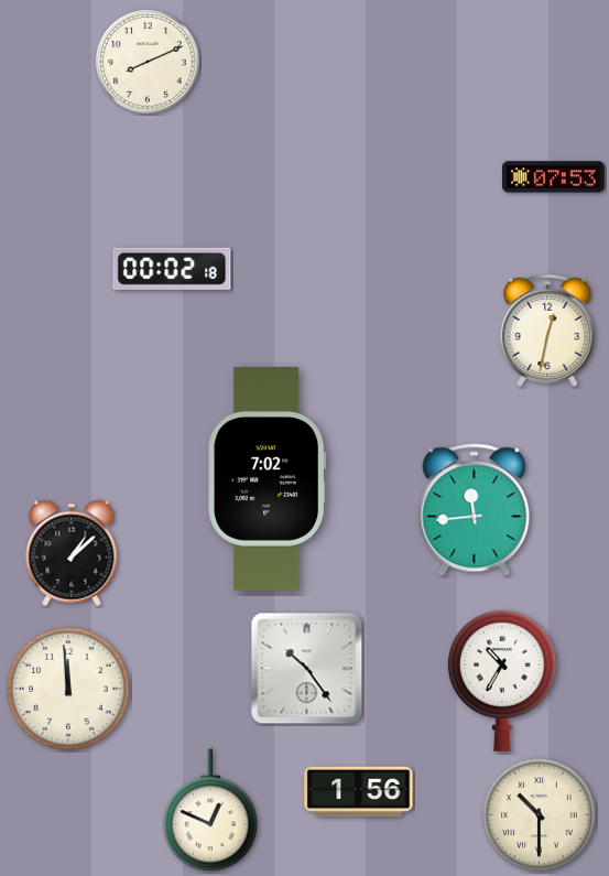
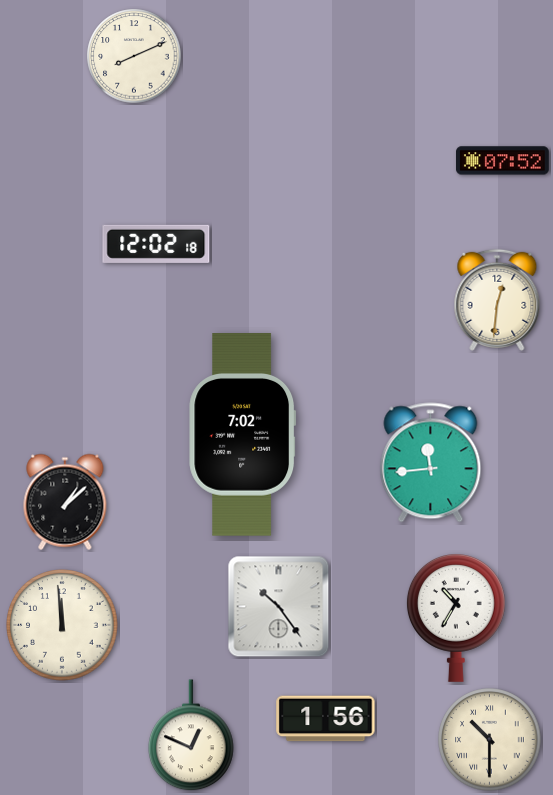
clock at (554, 177): 07:53 -> 07:52
clock at (172, 269): 00:02 -> 12:02
clock at (547, 331): 12:32 -> 12:31
